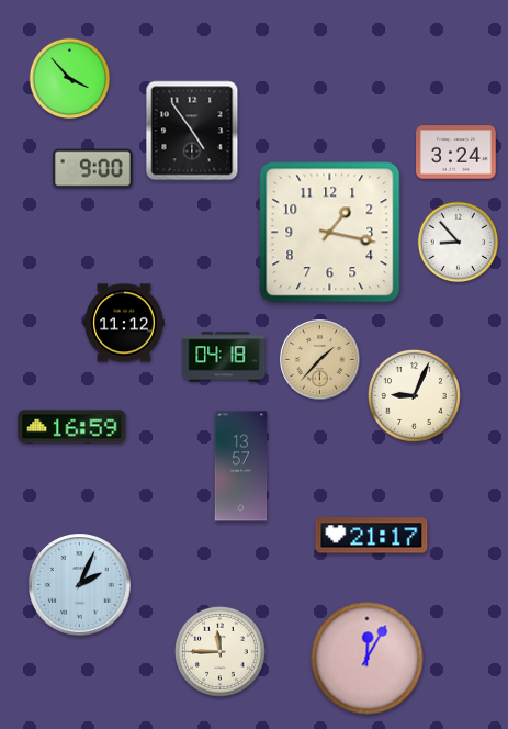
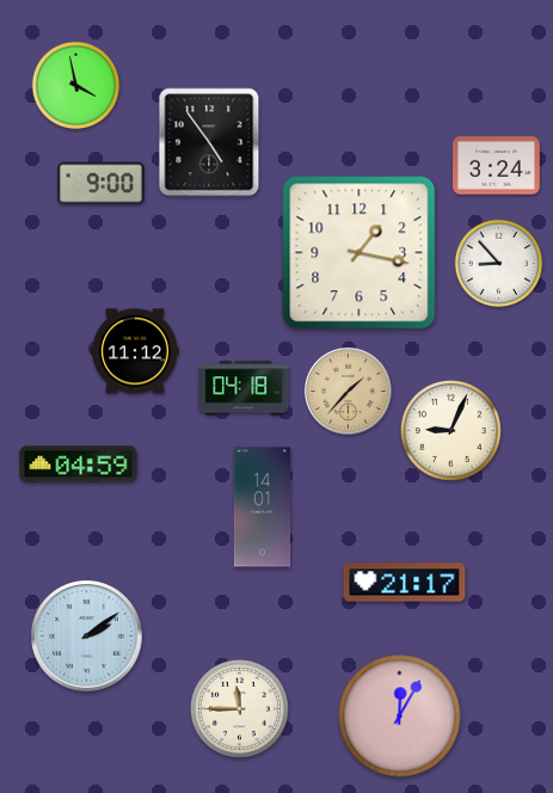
clock at (70, 79): 3:53 -> 3:58
clock at (72, 427): 16:59 -> 04:59
clock at (241, 467): 13:57 -> 14:01
clock at (80, 585): 2:04 -> 2:09
